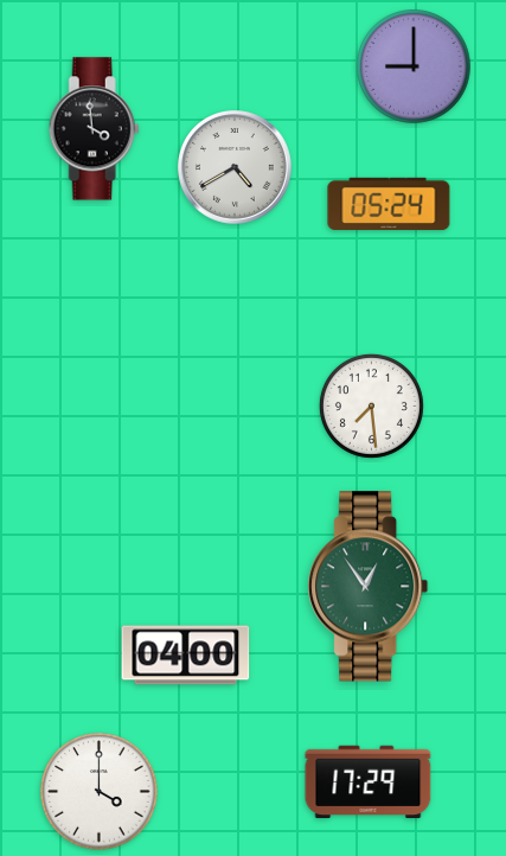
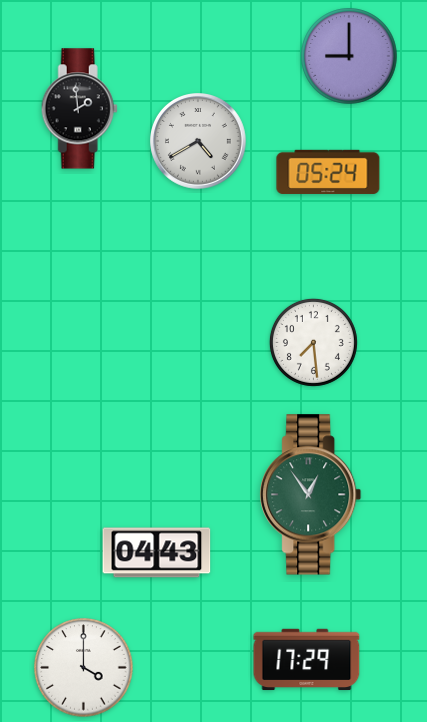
clock at (94, 129): 3:59 -> 1:59
clock at (186, 656): 04:00 -> 04:43
clock at (369, 782) position: (369, 782) -> (307, 660)
